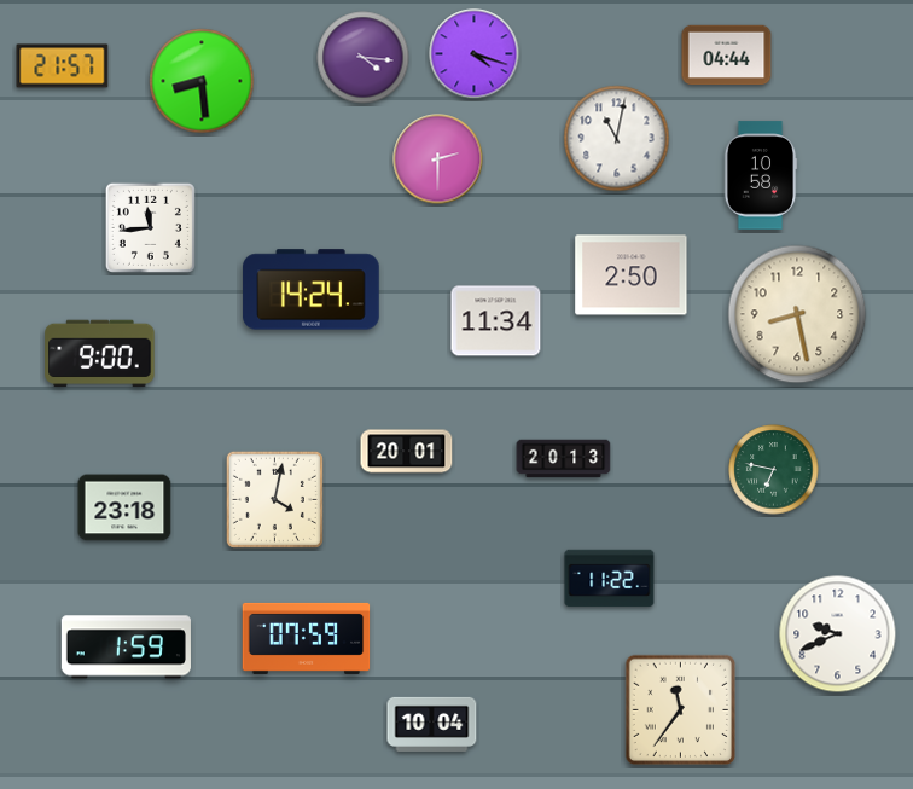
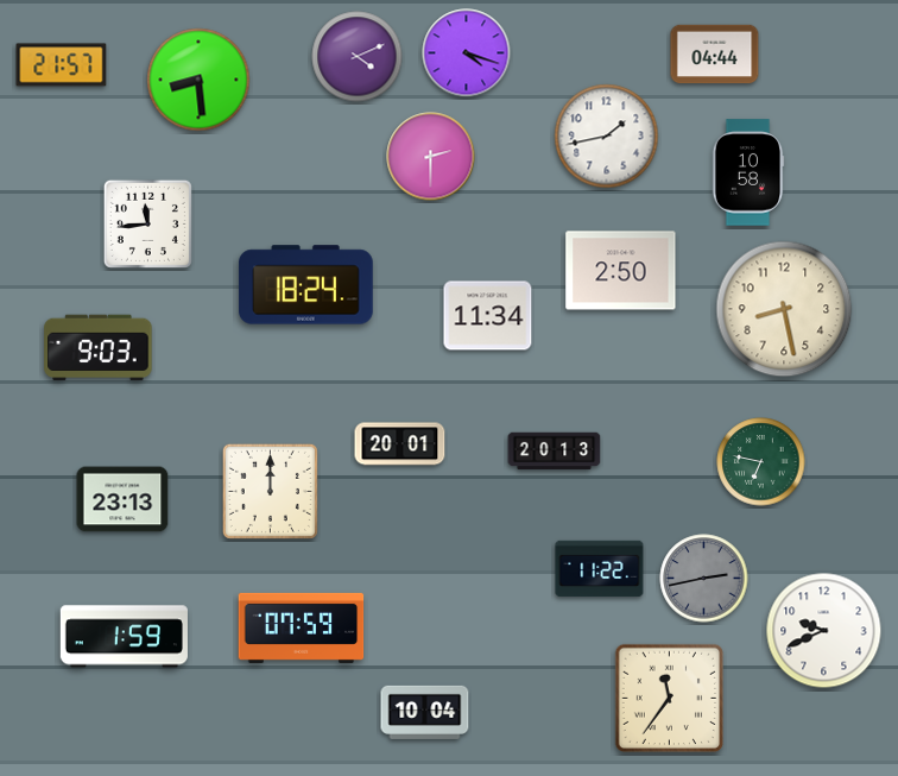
clock at (364, 58): 4:16 -> 4:11
clock at (617, 139): 11:02 -> 1:43
clock at (312, 290): 14:24 -> 18:24
clock at (100, 354): 9:00 -> 9:03
clock at (274, 499): 4:02 -> 12:00
clock at (124, 507): 23:18 -> 23:13
clock at (704, 579): none -> 2:43
clock at (838, 634) position: (838, 634) -> (824, 631)
